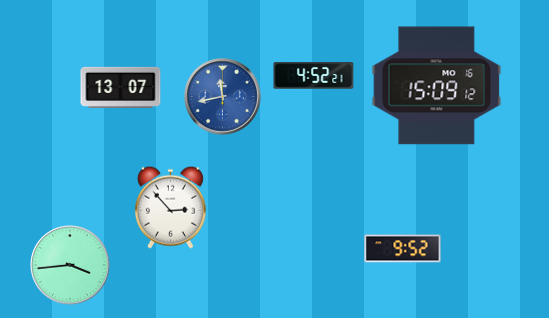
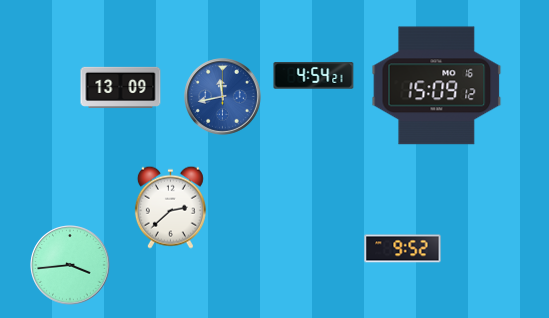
clock at (314, 76): 4:52 -> 4:54
clock at (121, 87): 13:07 -> 13:09
clock at (170, 207): 2:53 -> 2:38
